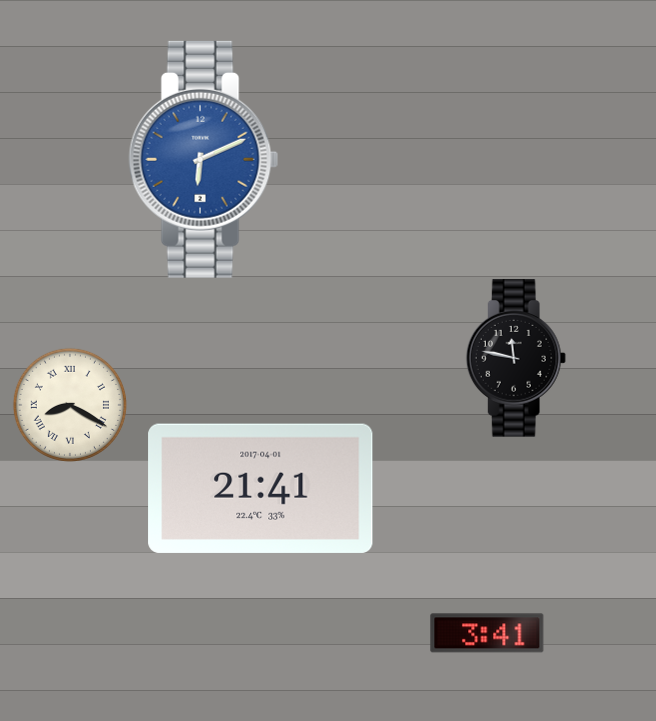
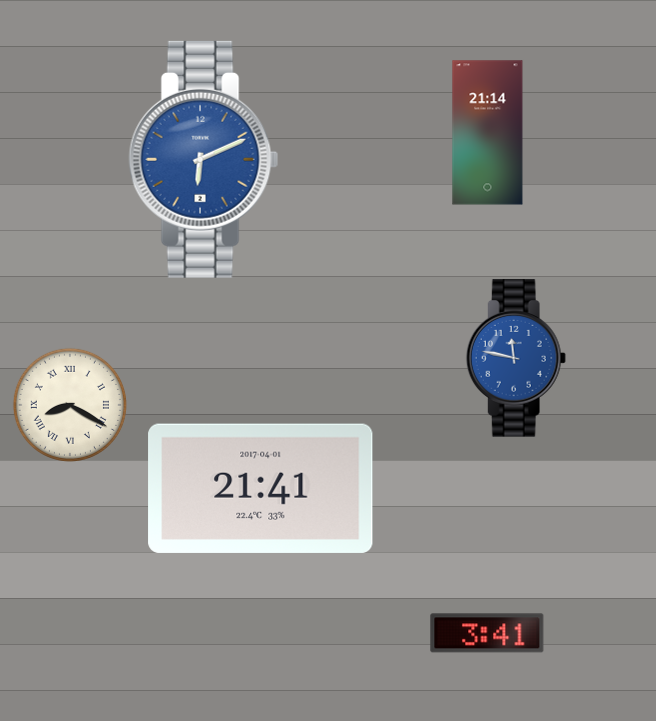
clock at (488, 133): none -> 21:14
clock at (516, 358) dial: black -> blue
